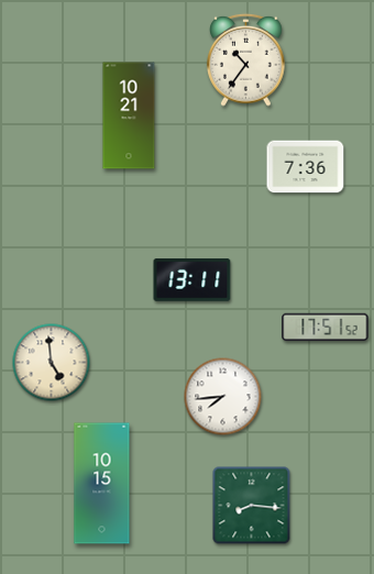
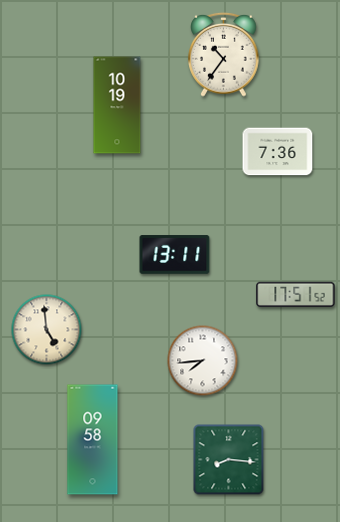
clock at (129, 115): 10:21 -> 10:19
clock at (326, 327) position: (326, 327) -> (296, 294)
clock at (102, 484): 10:15 -> 09:58
